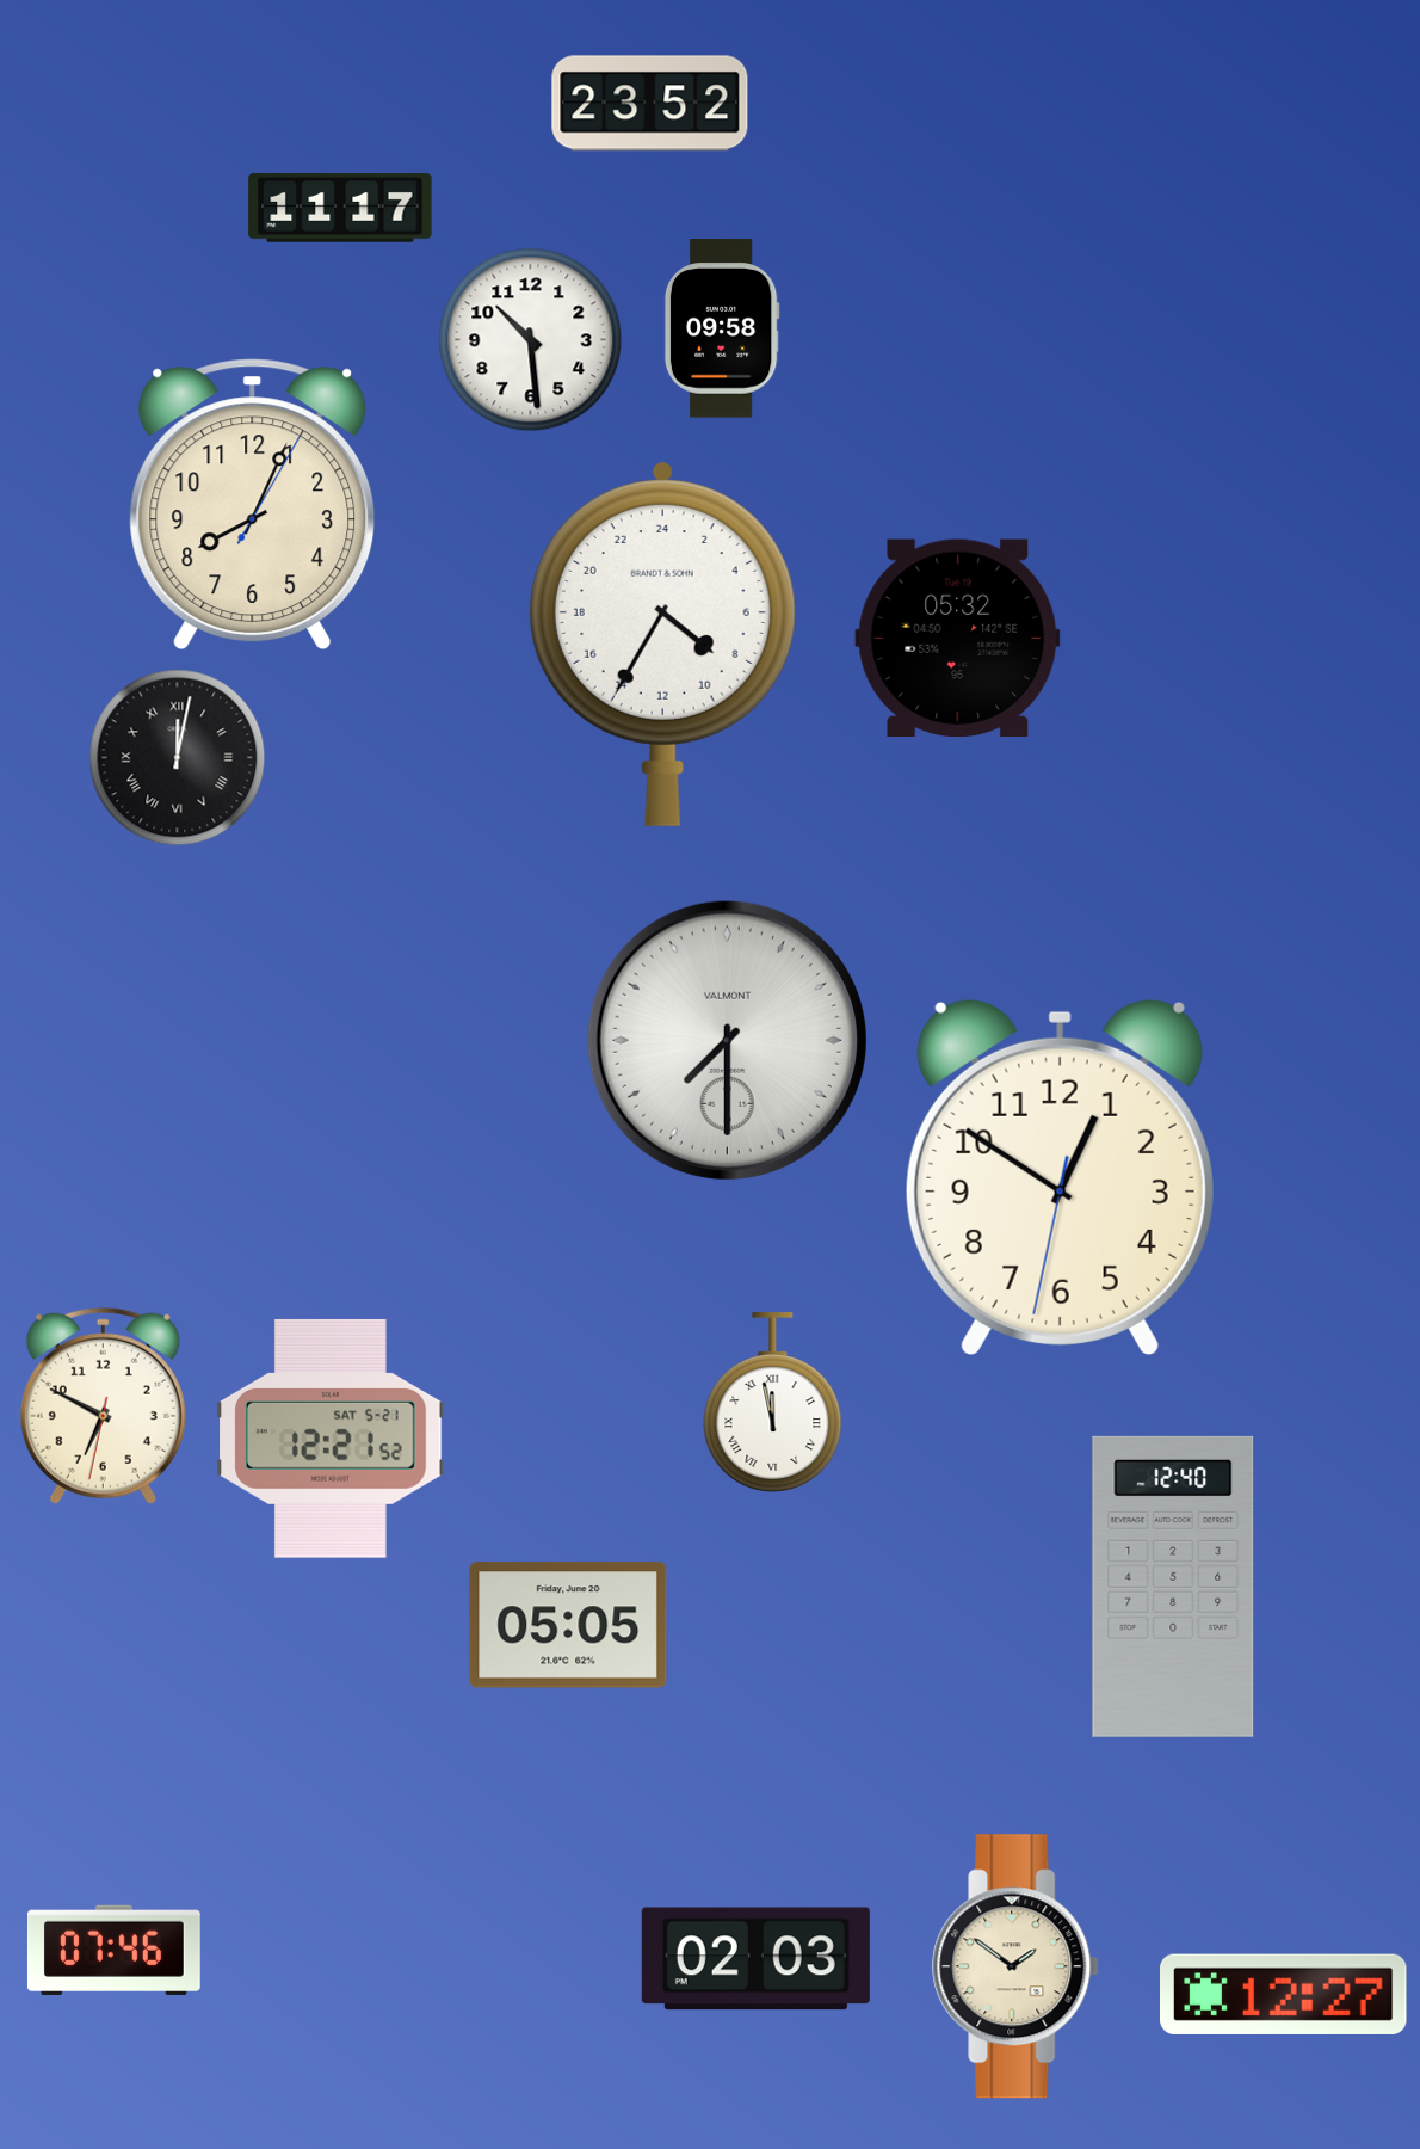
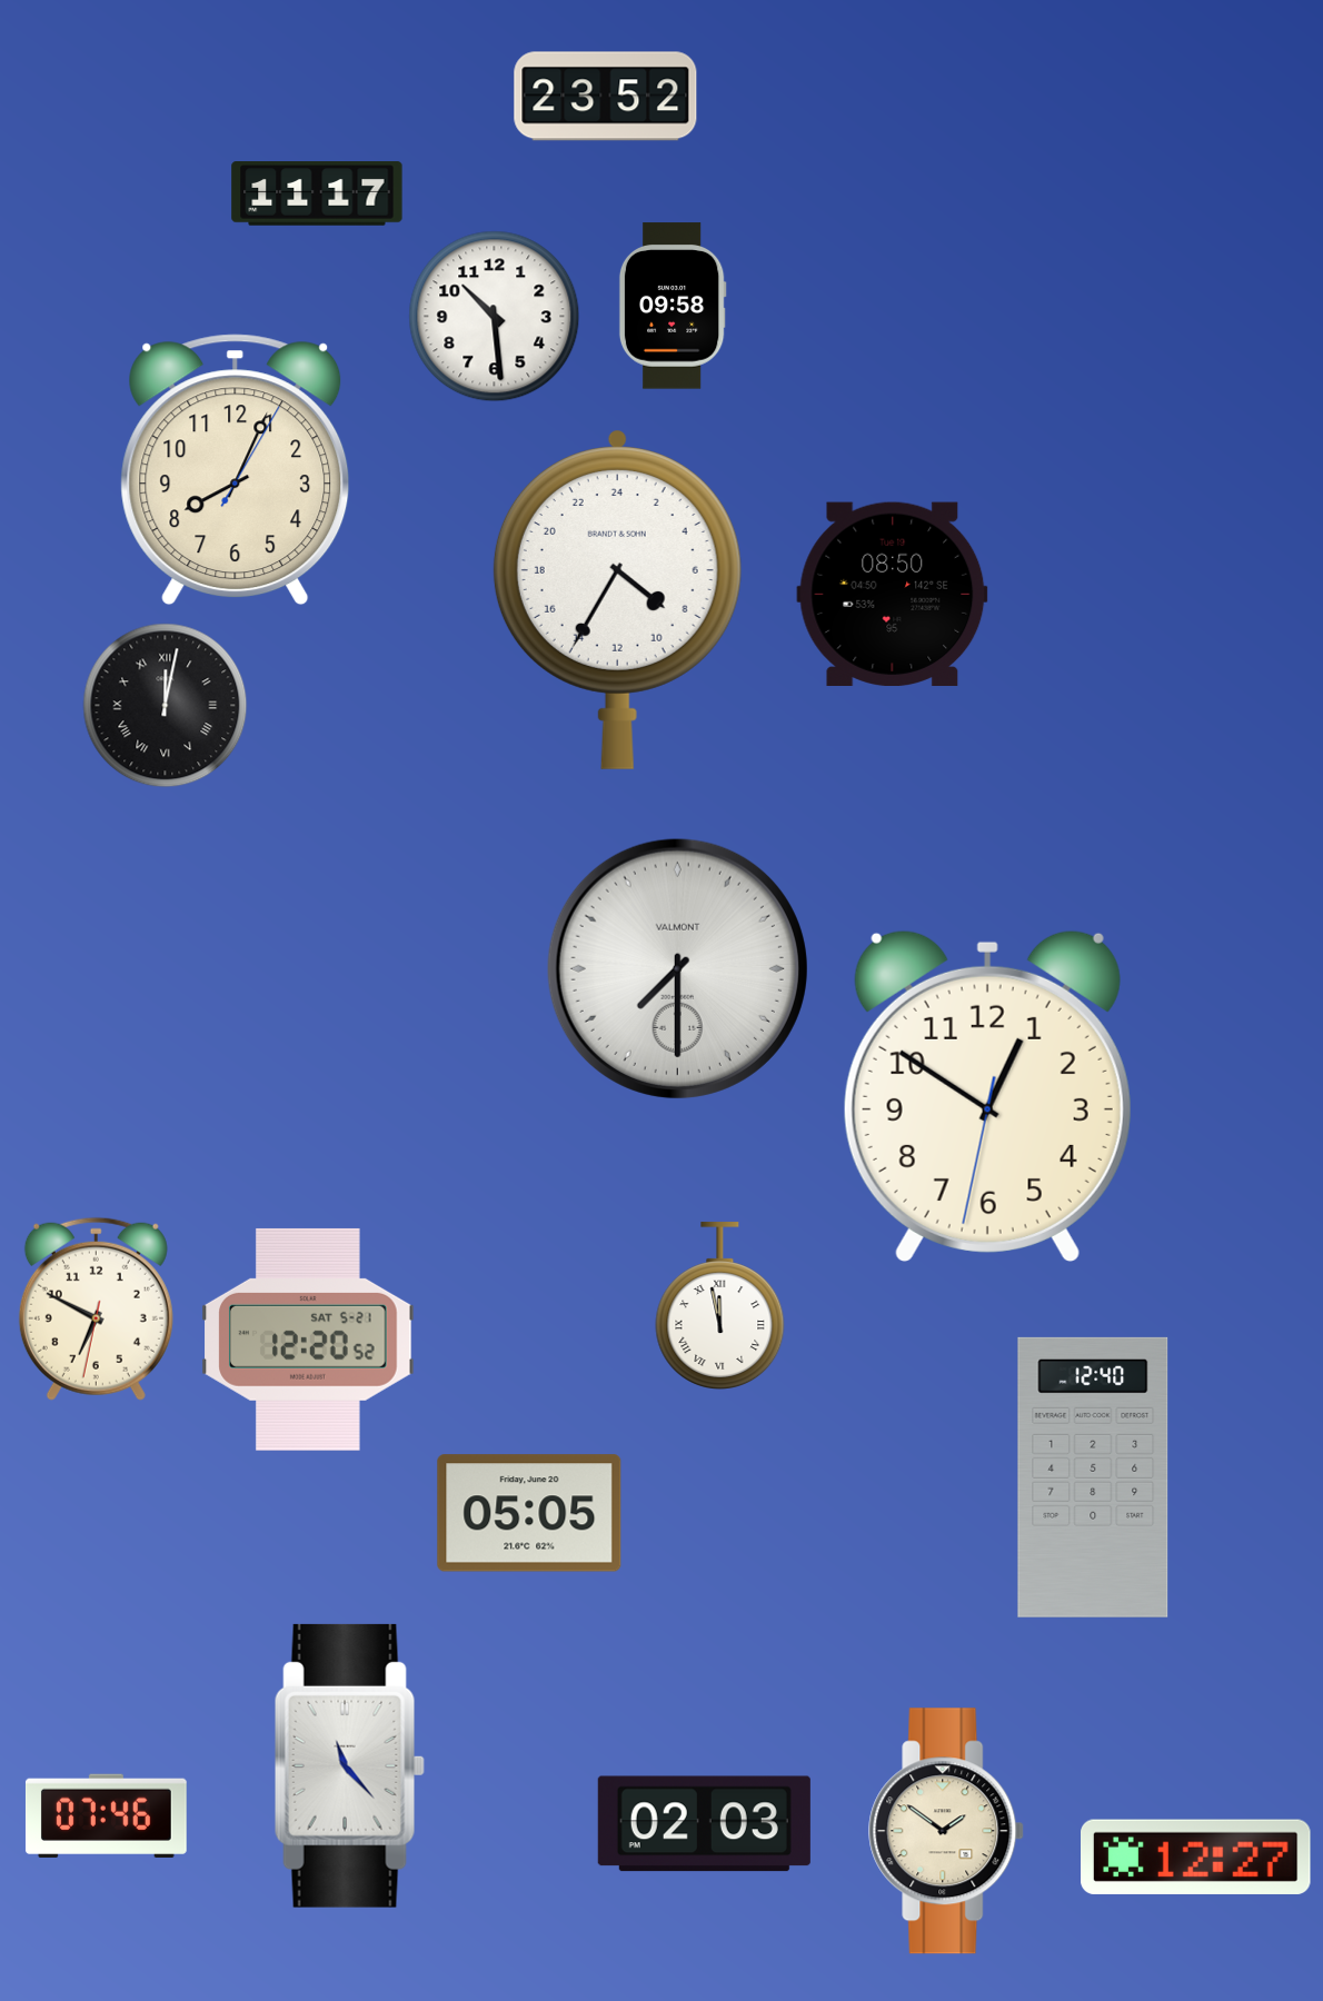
clock at (958, 638): 05:32 -> 08:50
clock at (331, 1439): 12:21 -> 12:20
clock at (349, 1765): none -> 11:23
